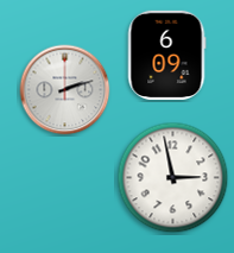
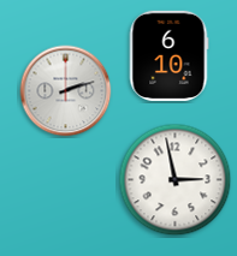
clock at (166, 55): 6:09 -> 6:10
